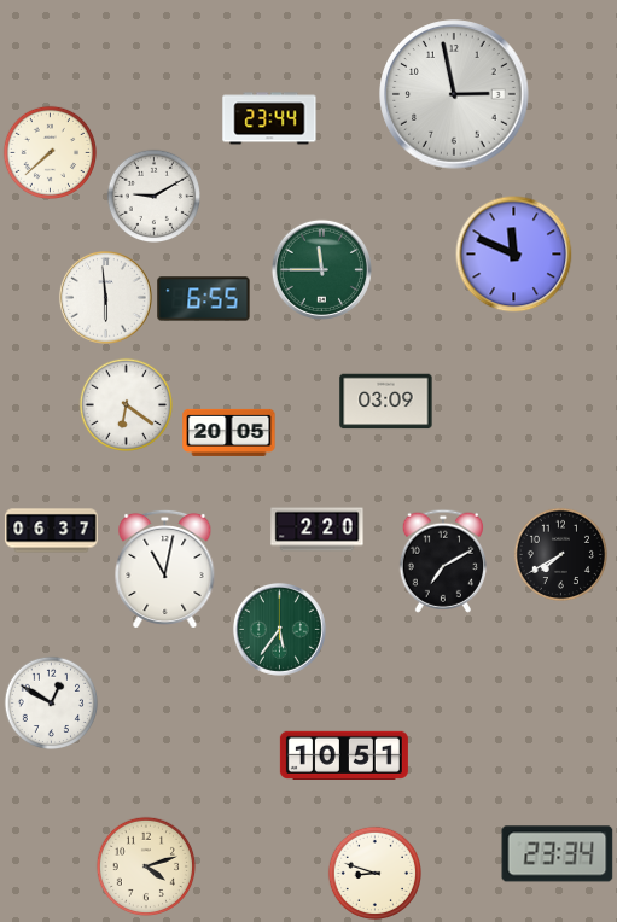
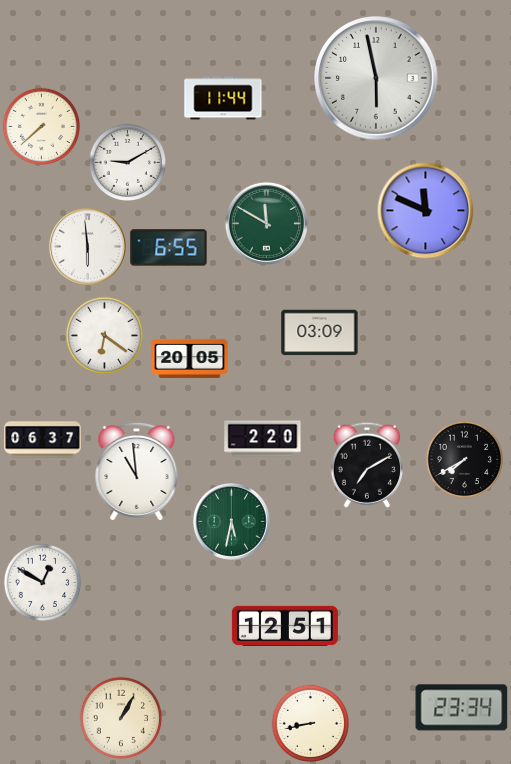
clock at (454, 94): 2:58 -> 5:58
clock at (269, 118): 23:44 -> 11:44
clock at (321, 269): 11:45 -> 11:50
clock at (165, 568): 11:02 -> 10:59
clock at (279, 629): 5:36 -> 5:32
clock at (344, 755): 10:51 -> 12:51
clock at (146, 866): 4:12 -> 1:05
clock at (374, 873): 8:48 -> 8:43
